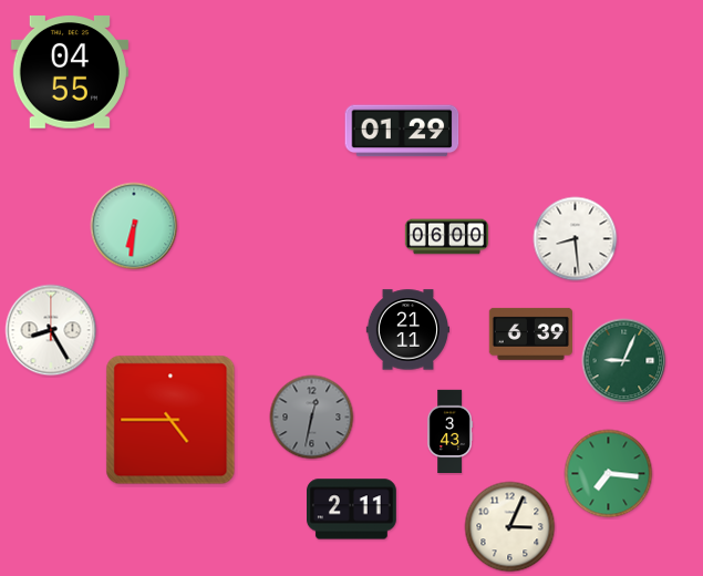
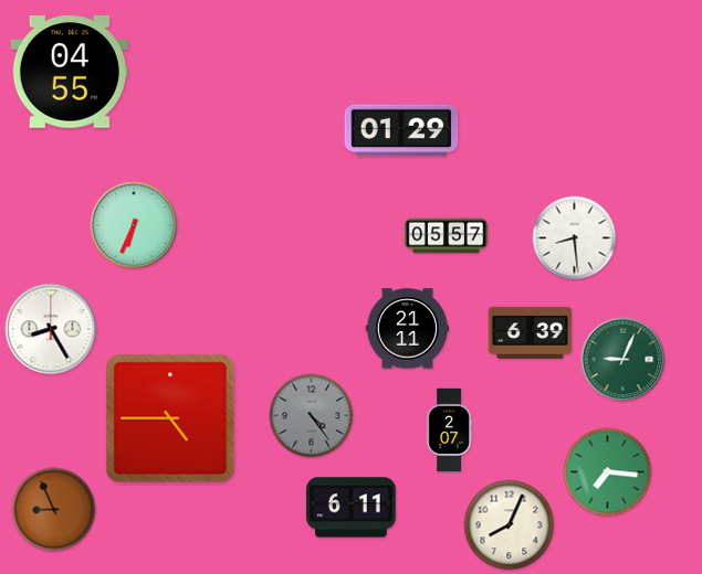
clock at (134, 226): 6:31 -> 6:34
clock at (447, 237): 06:00 -> 05:57
clock at (312, 418): 12:32 -> 4:24
clock at (449, 432): 3:43 -> 2:07
clock at (352, 510): 2:11 -> 6:11
clock at (54, 510): none -> 8:56
clock at (510, 527): 3:04 -> 8:04
